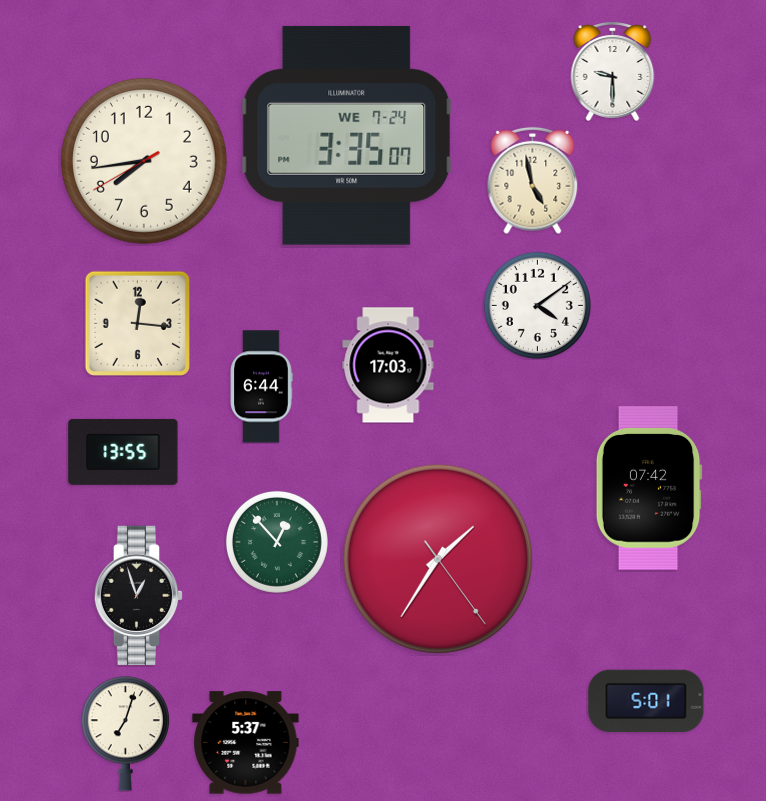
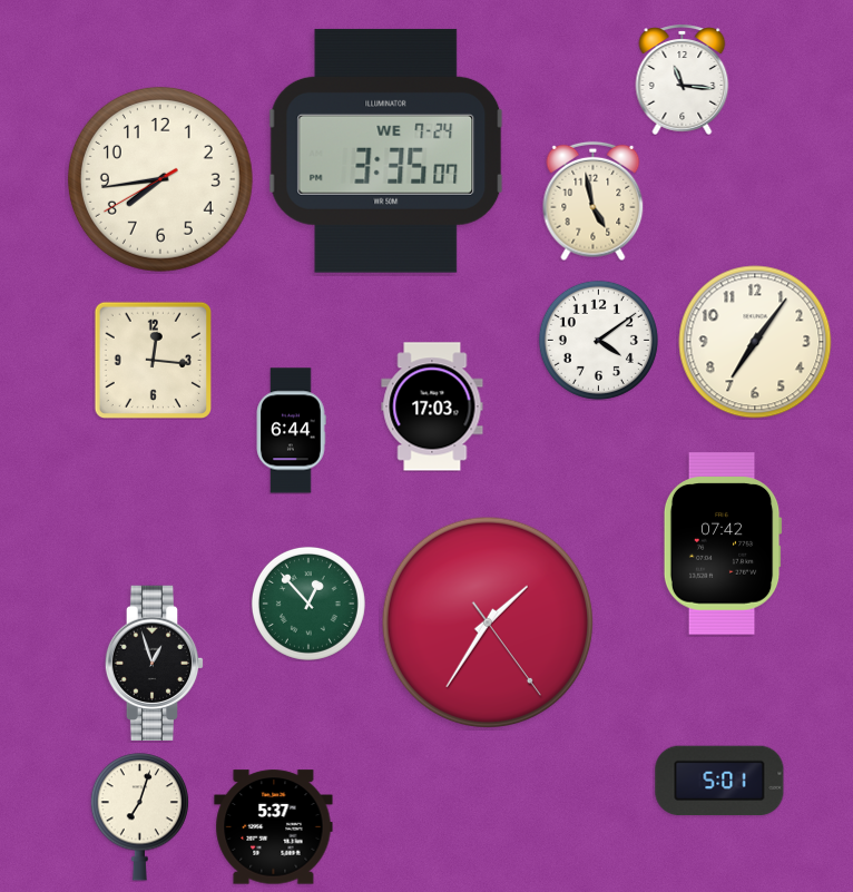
clock at (613, 71): 9:30 -> 11:16
clock at (755, 342): none -> 7:06
clock at (123, 452): 13:55 -> none
